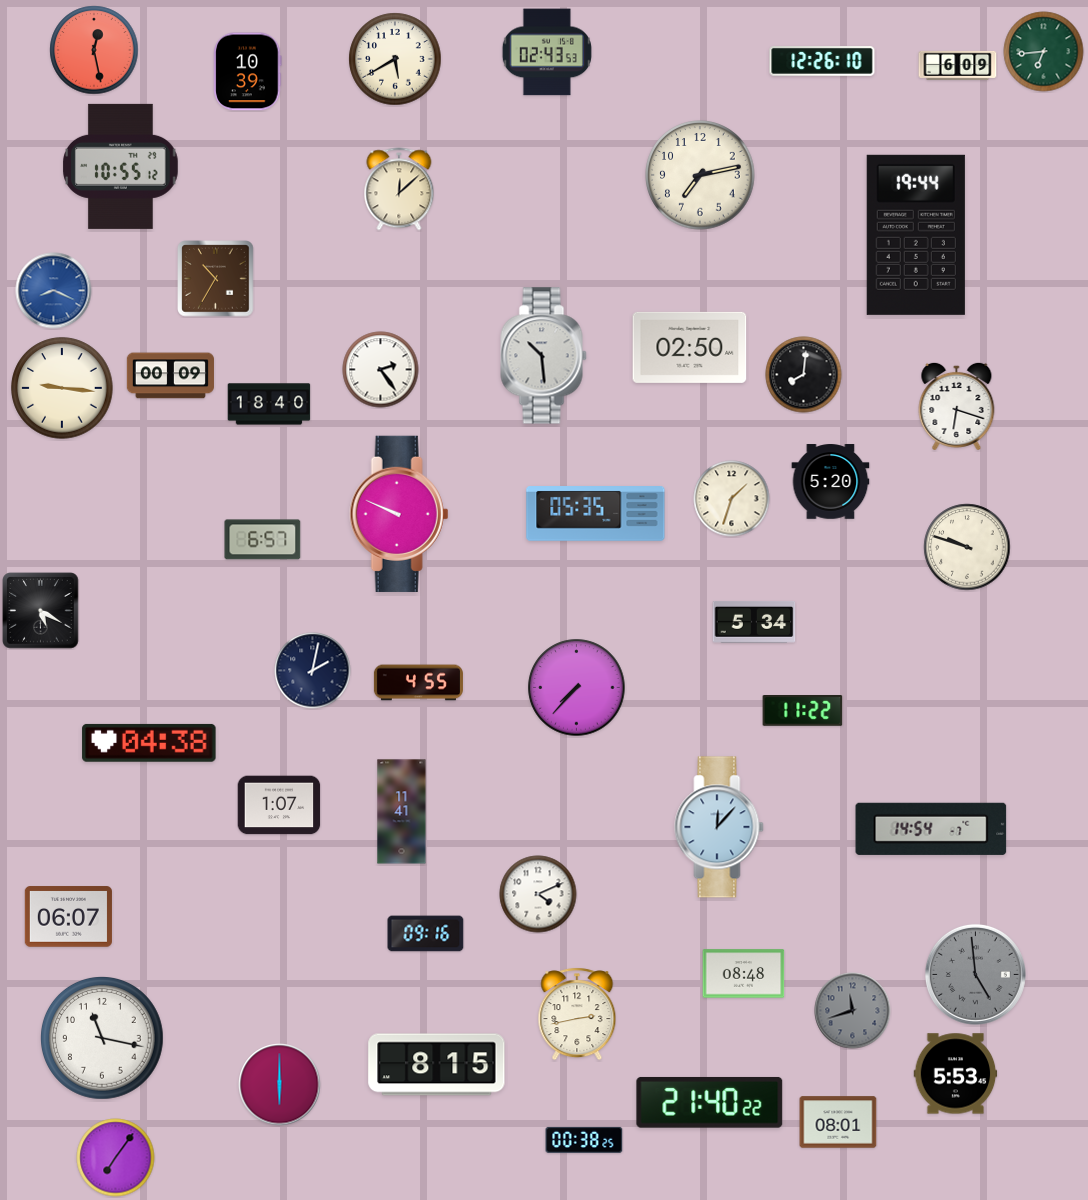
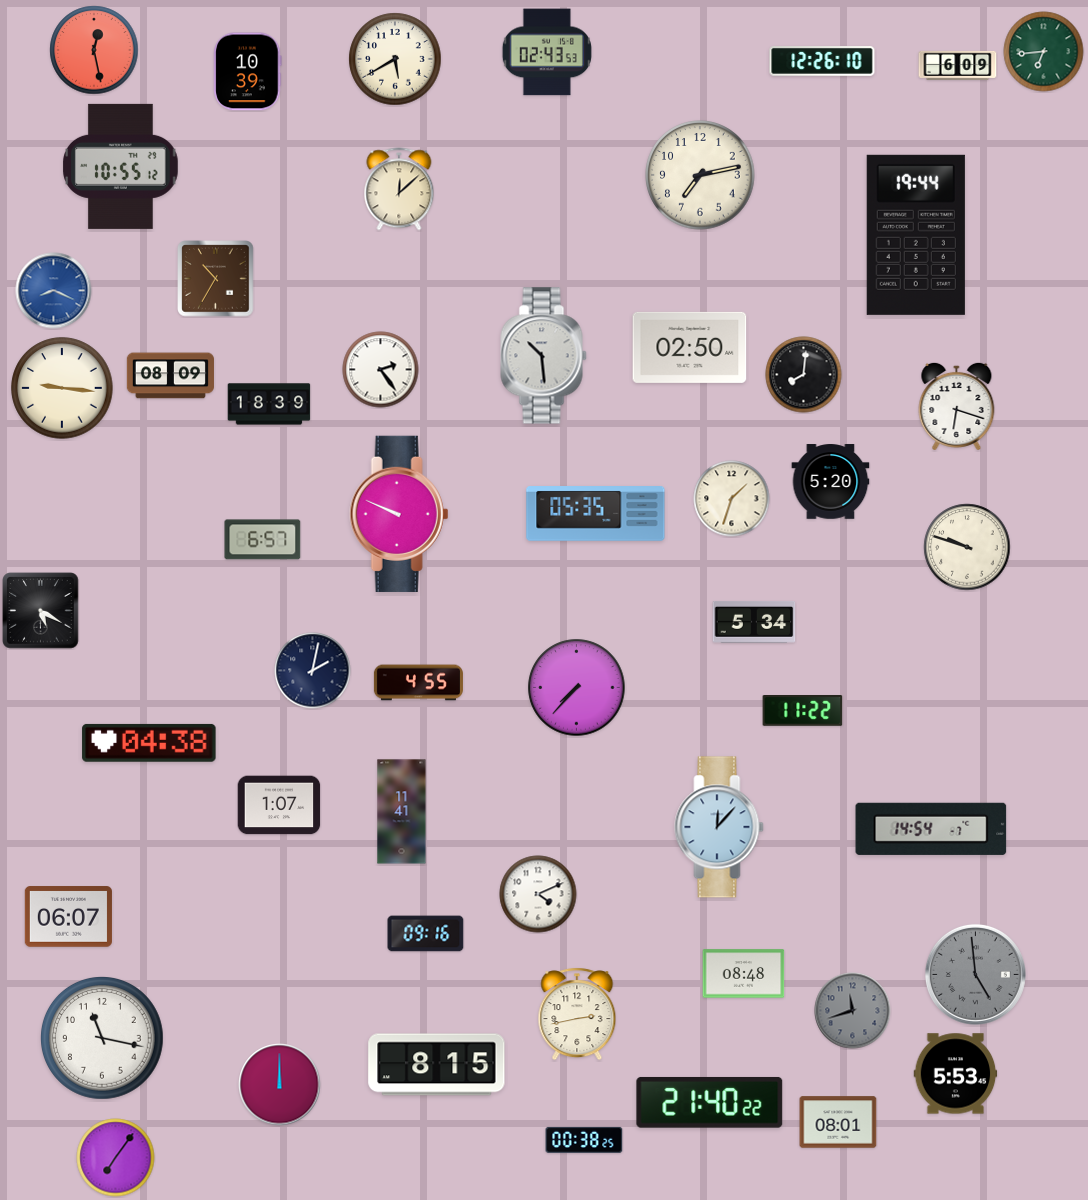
clock at (170, 376): 00:09 -> 08:09
clock at (269, 404): 18:40 -> 18:39
clock at (280, 1085): 6:00 -> 12:00
